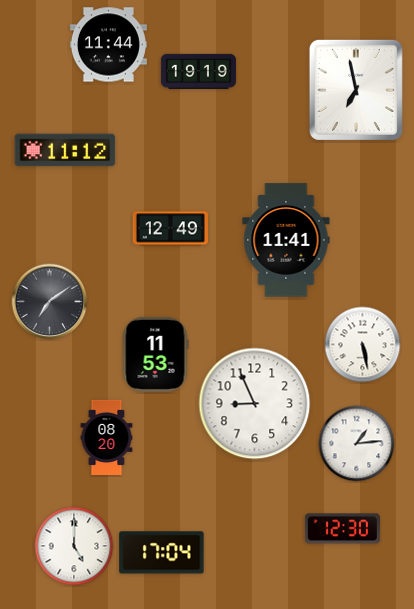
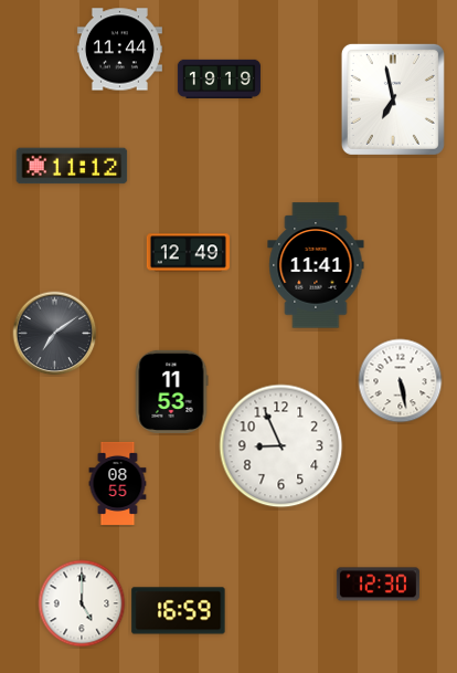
clock at (107, 437): 08:20 -> 08:55
clock at (357, 444): 1:14 -> none
clock at (162, 553): 17:04 -> 16:59
